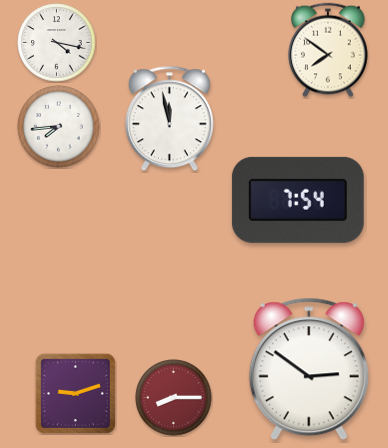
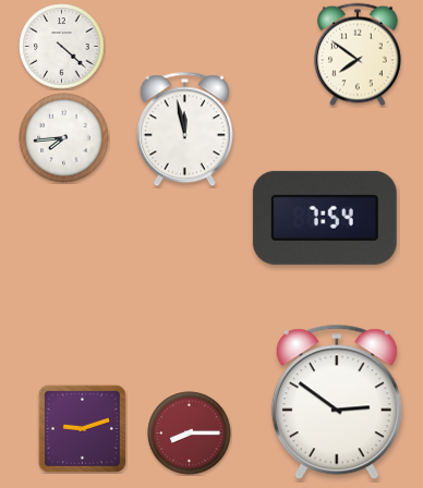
clock at (57, 43): 4:17 -> 4:22
